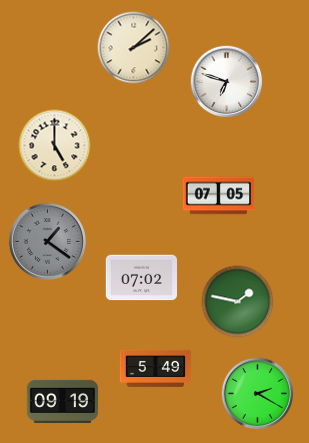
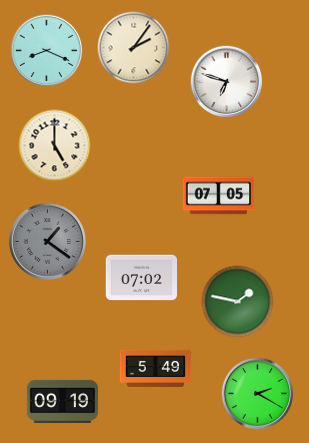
clock at (134, 48): 2:08 -> 2:06
clock at (47, 51): none -> 8:19
